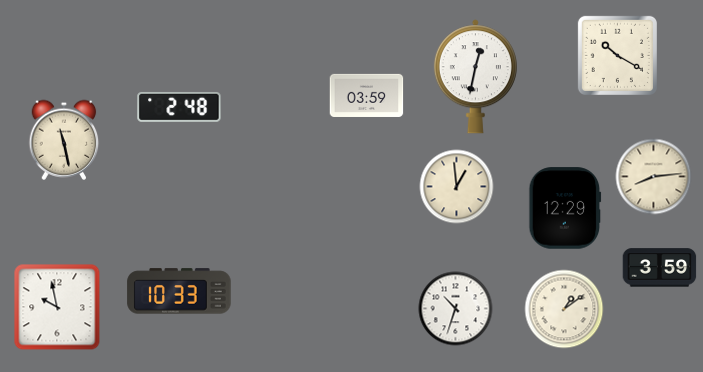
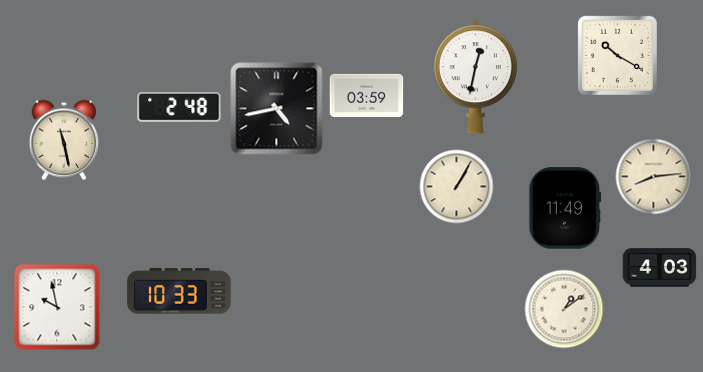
clock at (277, 109): none -> 4:43
clock at (457, 187): 12:59 -> 1:05
clock at (565, 208): 12:29 -> 11:49
clock at (660, 268): 3:59 -> 4:03
clock at (456, 309): 10:33 -> none
